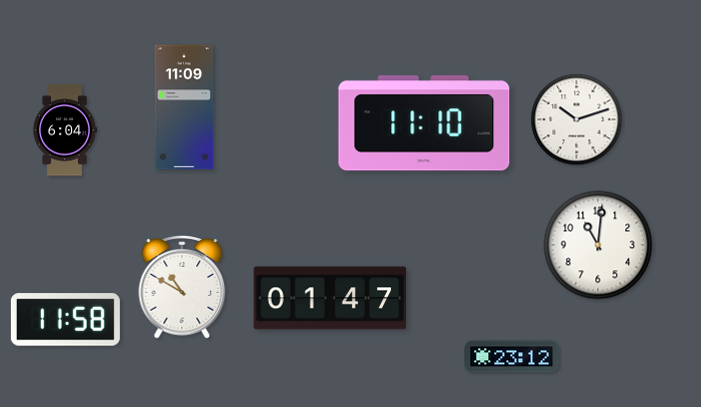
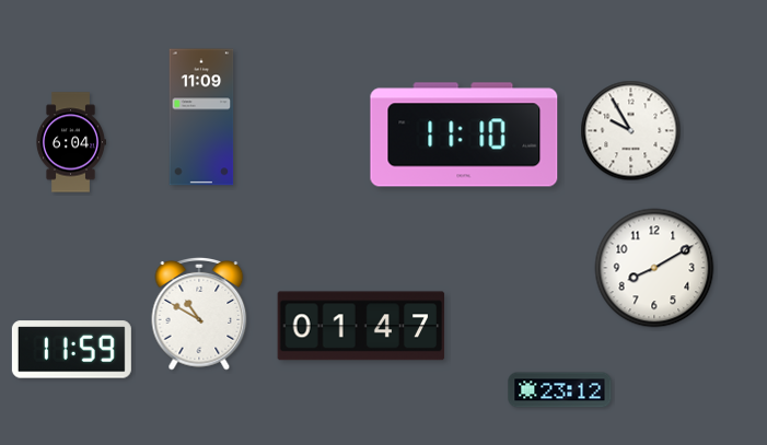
clock at (577, 120): 10:12 -> 9:55
clock at (598, 245): 11:01 -> 8:10
clock at (65, 320): 11:58 -> 11:59
